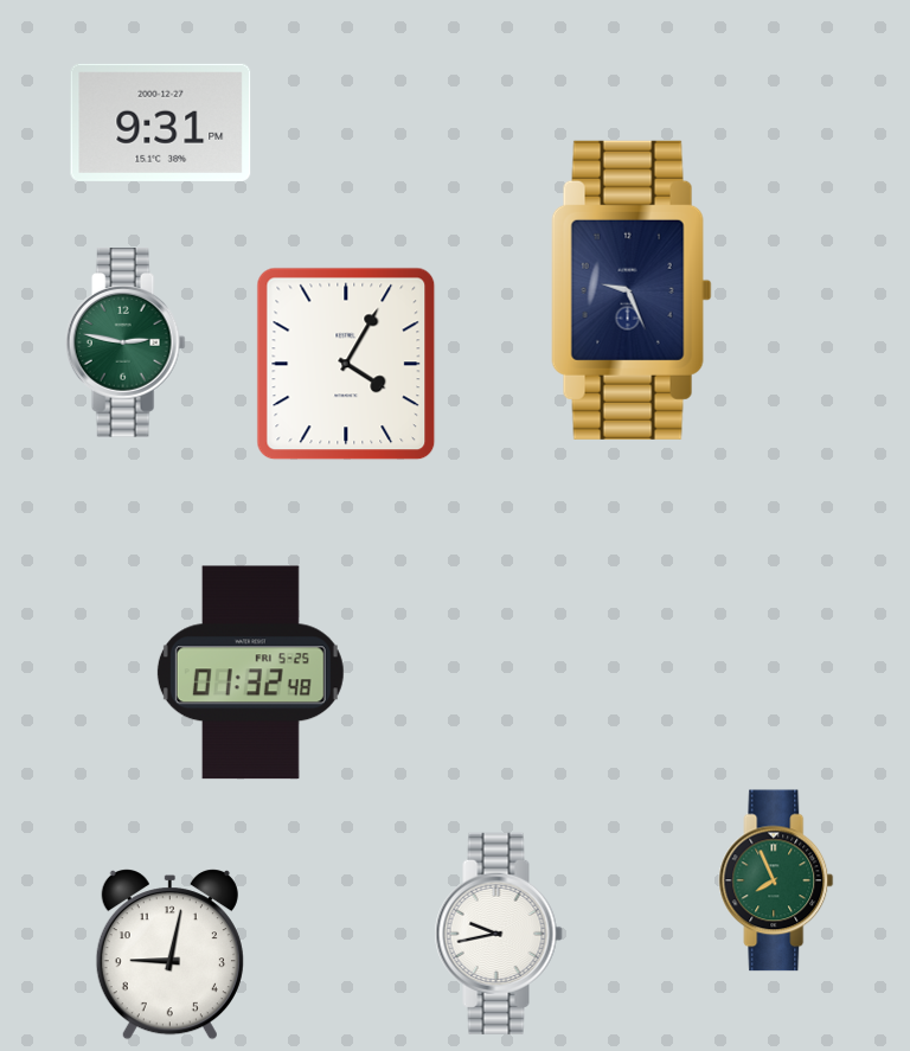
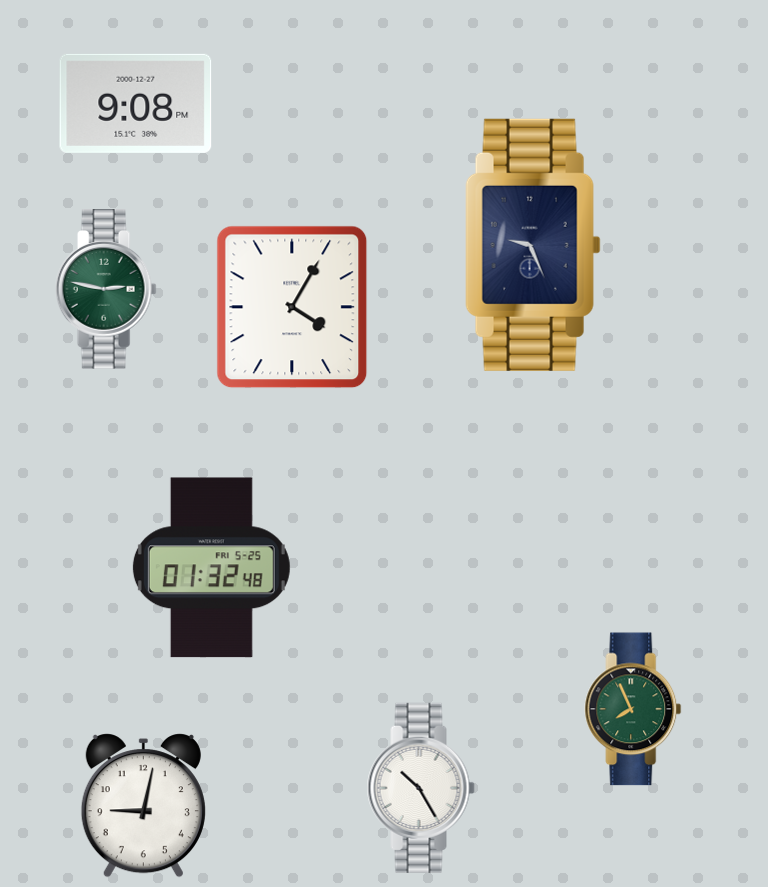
clock at (161, 122): 9:31 -> 9:08
clock at (776, 880) position: (776, 880) -> (633, 709)
clock at (499, 934): 9:43 -> 10:25
